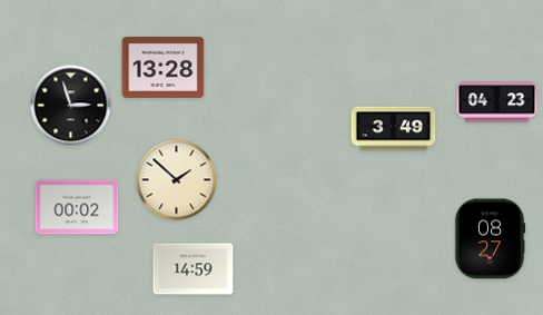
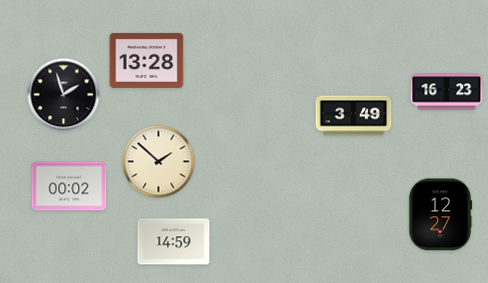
clock at (497, 102): 04:23 -> 16:23
clock at (71, 106): 2:57 -> 1:57
clock at (490, 239): 08:27 -> 12:27
